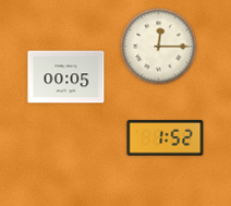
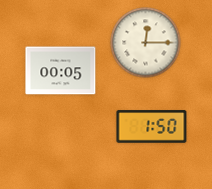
clock at (166, 138): 1:52 -> 1:50
